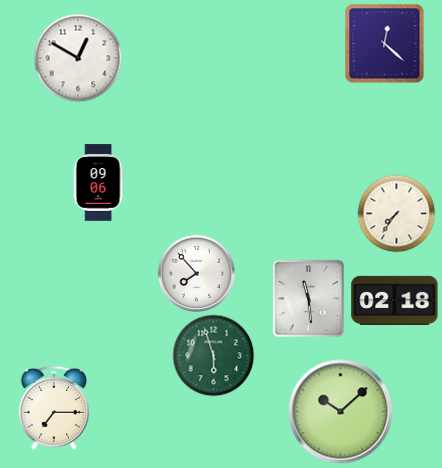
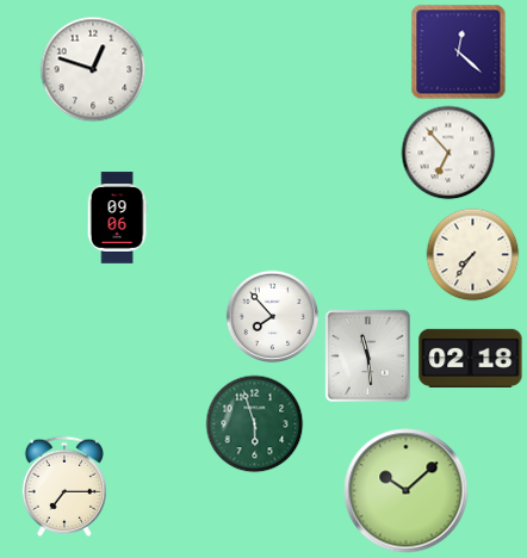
clock at (78, 58): 12:50 -> 12:48
clock at (448, 153): none -> 6:53
clock at (196, 273) position: (196, 273) -> (272, 316)
